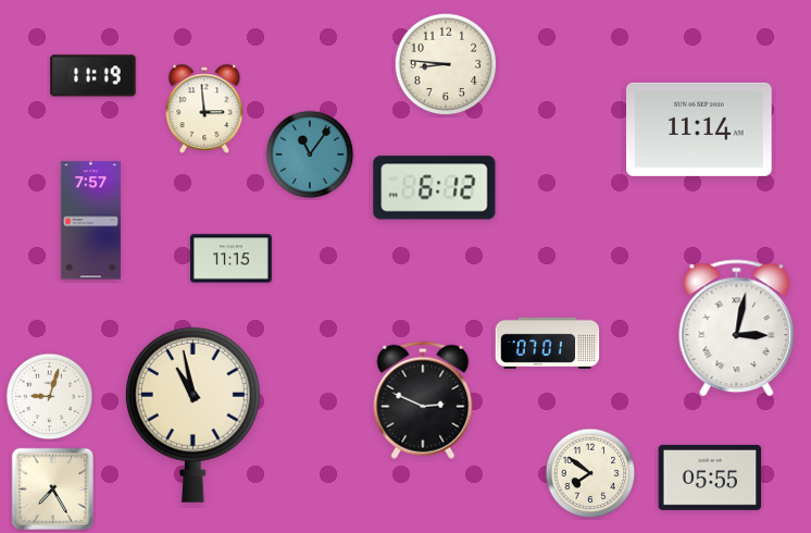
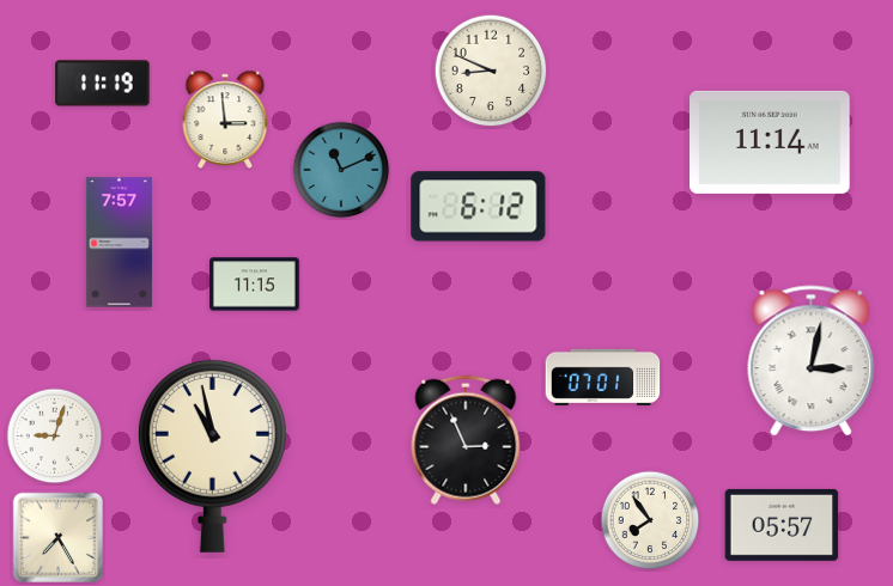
clock at (446, 64): 8:46 -> 8:49
clock at (310, 154): 11:06 -> 11:11
clock at (90, 221) position: (90, 221) -> (119, 243)
clock at (423, 400): 2:49 -> 2:56
clock at (590, 473): 7:51 -> 7:54
clock at (710, 478): 05:55 -> 05:57
